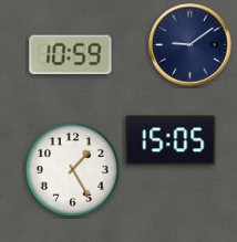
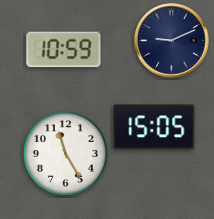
clock at (190, 45): 9:09 -> 9:11
clock at (73, 170): 1:25 -> 11:25
